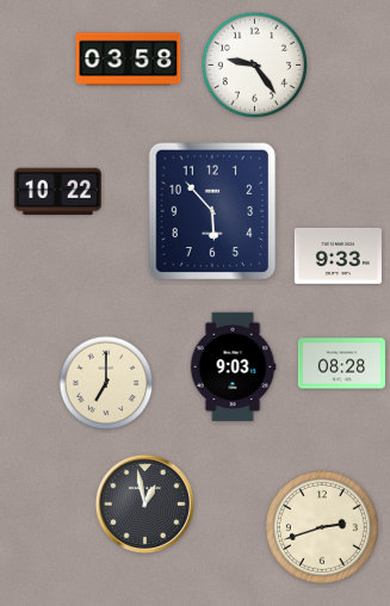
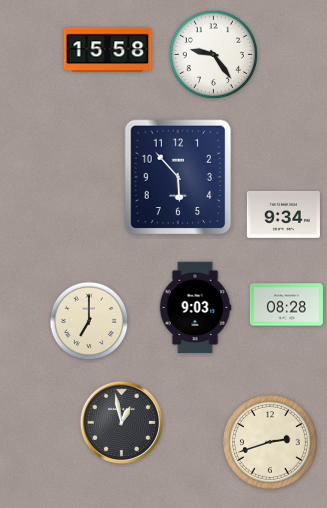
clock at (129, 60): 03:58 -> 15:58
clock at (57, 192): 10:22 -> none
clock at (338, 255): 9:33 -> 9:34
